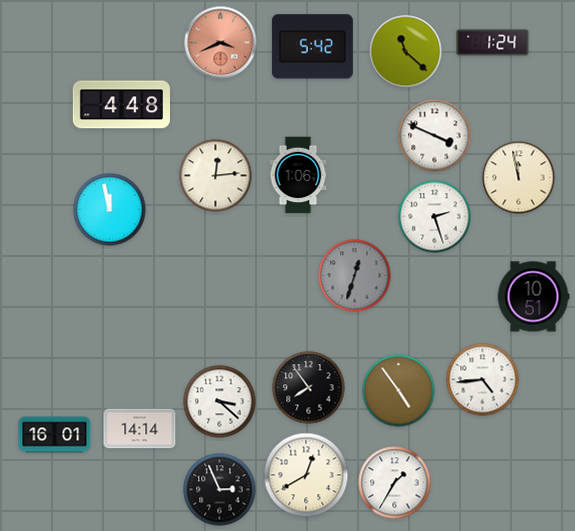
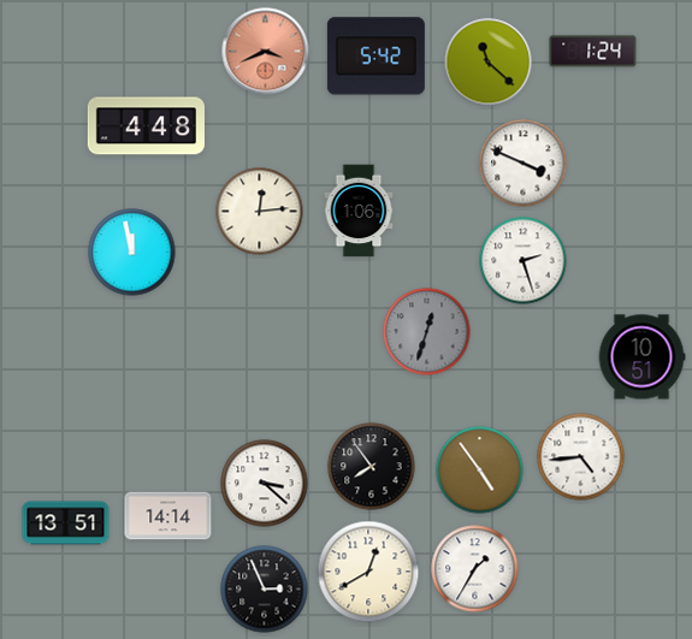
clock at (519, 178): 11:58 -> none
clock at (55, 435): 16:01 -> 13:51
clock at (395, 483) position: (395, 483) -> (475, 569)
